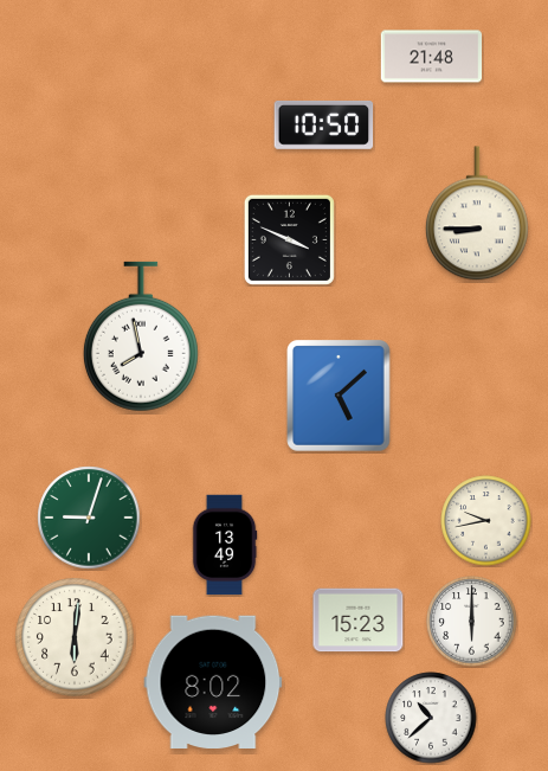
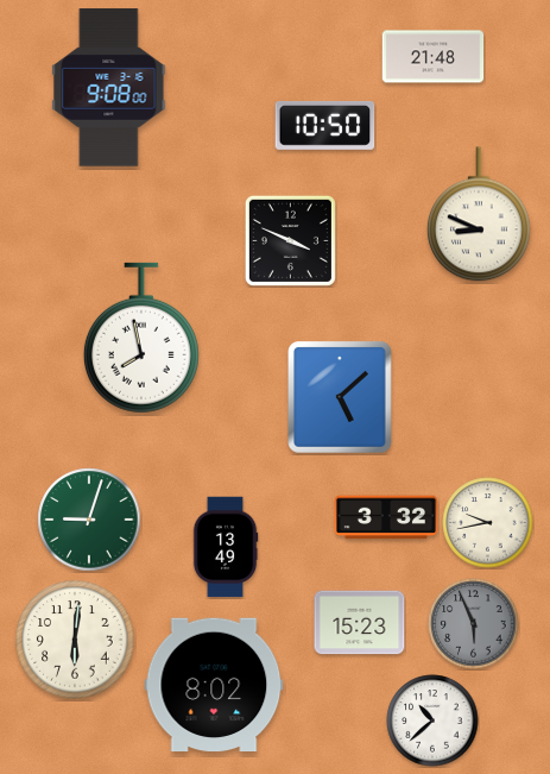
clock at (109, 88): none -> 9:08
clock at (477, 213): 8:45 -> 8:49
clock at (385, 517): none -> 3:32
clock at (472, 622): 6:00 -> 5:56
clock at (472, 622) dial: white -> grey
